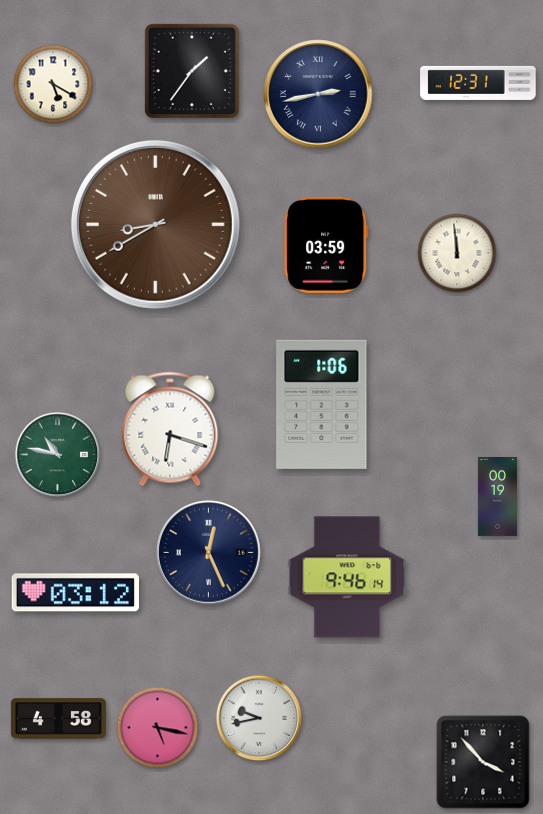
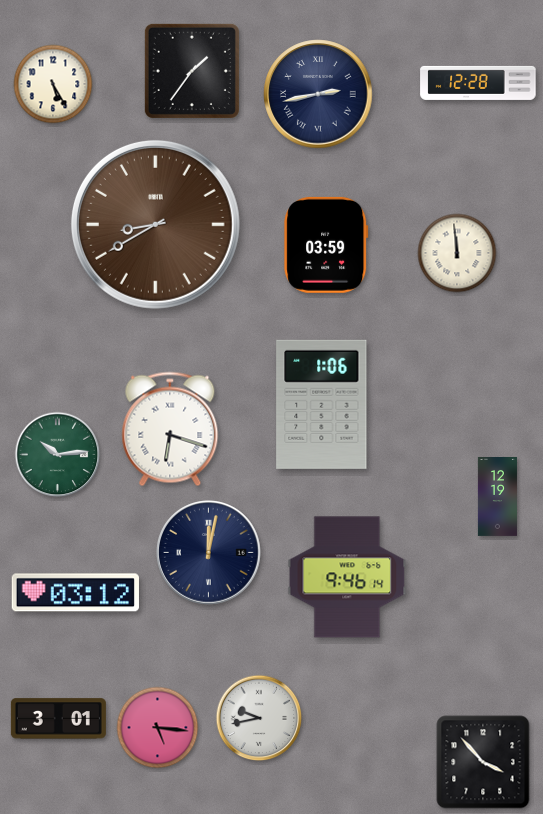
clock at (478, 83): 12:31 -> 12:28
clock at (53, 84): 5:20 -> 5:25
clock at (58, 455): 10:47 -> 10:14
clock at (497, 497): 00:19 -> 12:19
clock at (209, 553): 12:26 -> 12:02
clock at (58, 719): 4:58 -> 3:01
clock at (158, 728): 5:17 -> 5:16
